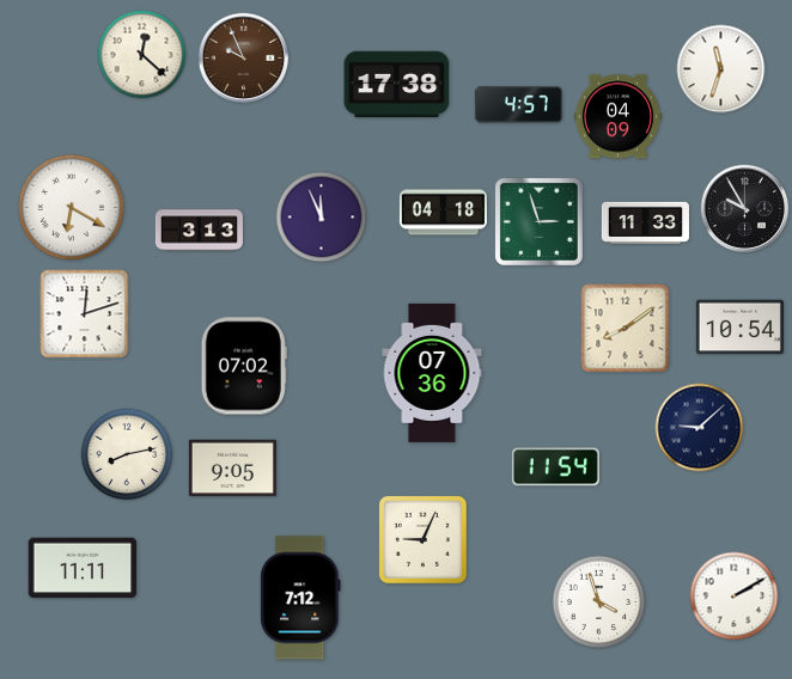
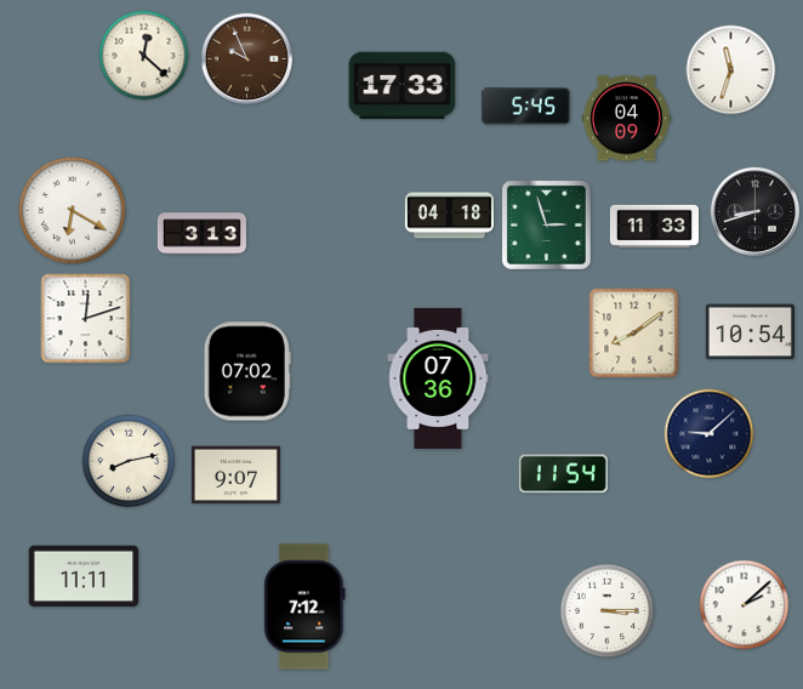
clock at (397, 85): 17:38 -> 17:33
clock at (518, 105): 4:57 -> 5:45
clock at (745, 209): 9:55 -> 8:42
clock at (322, 218): 11:56 -> none
clock at (232, 469): 9:05 -> 9:07
clock at (422, 539): 9:04 -> none
clock at (735, 597): 2:10 -> 2:08
clock at (599, 602): 3:57 -> 3:15
